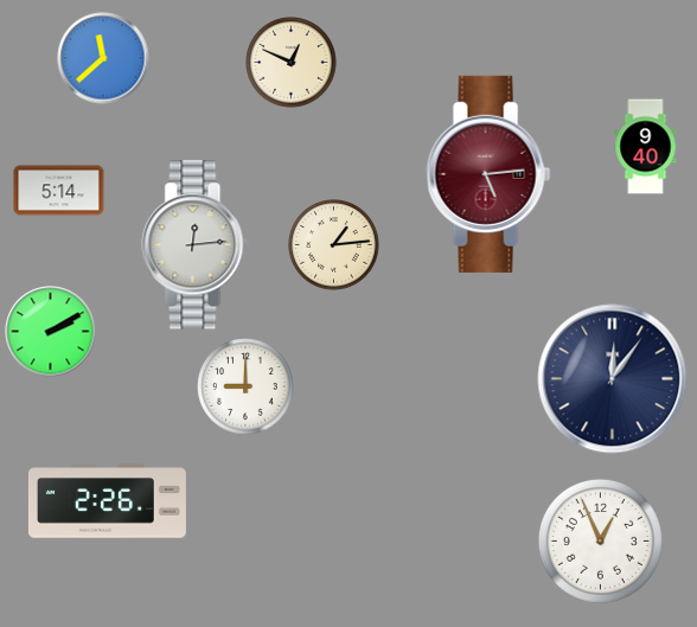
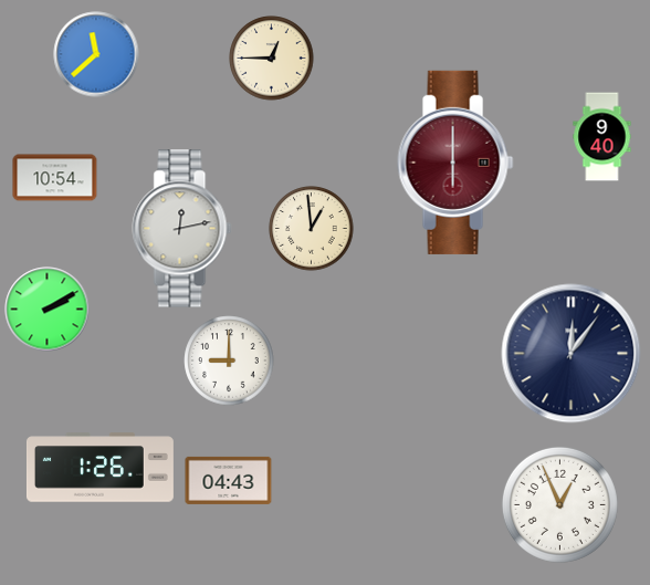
clock at (292, 63): 12:49 -> 12:45
clock at (488, 174): 5:14 -> 6:00
clock at (59, 191): 5:14 -> 10:54
clock at (196, 245): 12:14 -> 12:13
clock at (334, 245): 1:14 -> 12:59
clock at (107, 501): 2:26 -> 1:26
clock at (229, 480): none -> 04:43
